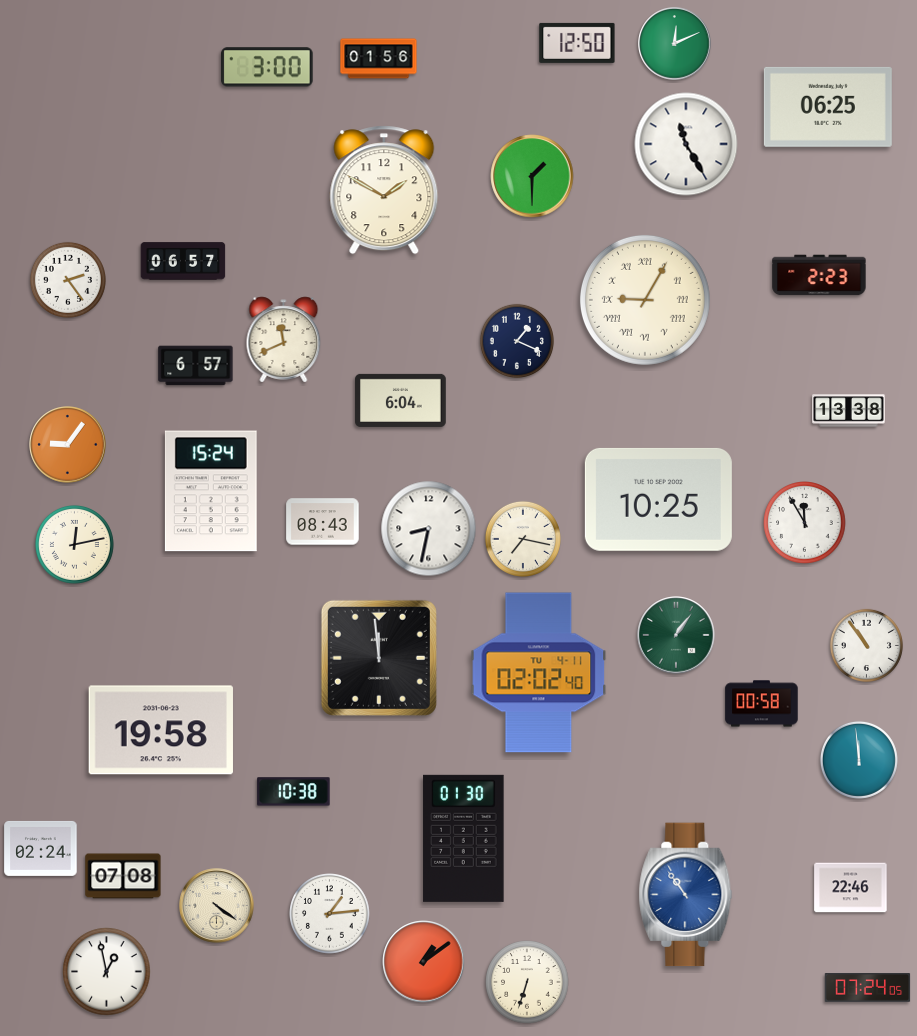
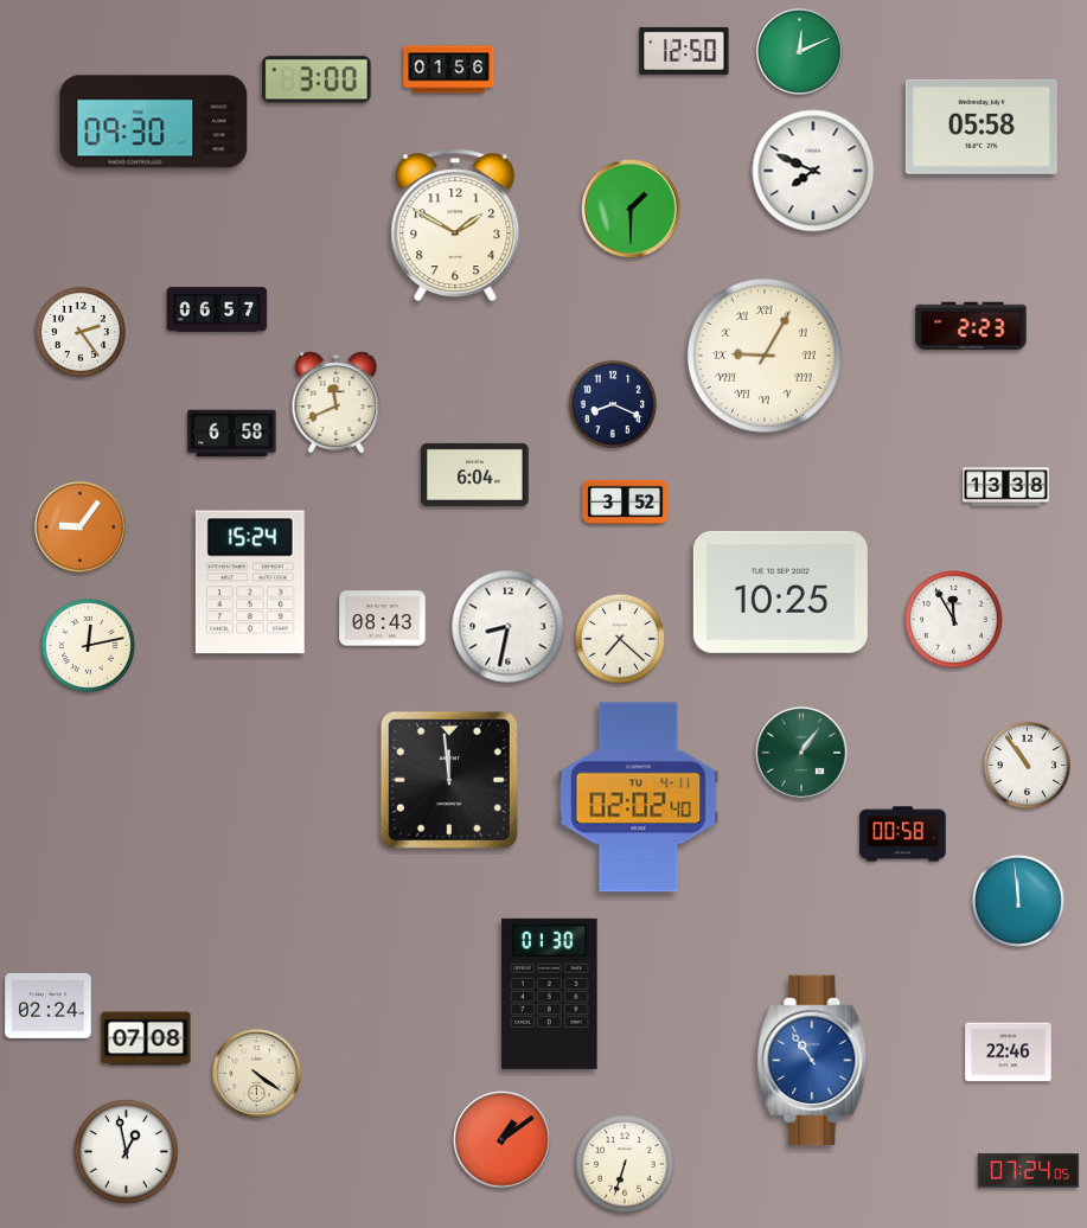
clock at (154, 122): none -> 09:30
clock at (828, 107): 06:25 -> 05:58
clock at (686, 144): 11:25 -> 7:49
clock at (517, 341): 1:19 -> 8:19
clock at (196, 366): 6:57 -> 6:58
clock at (626, 501): none -> 3:52
clock at (523, 539): 7:17 -> 7:22
clock at (161, 730): 19:58 -> none
clock at (294, 792): 10:38 -> none
clock at (330, 914): 1:14 -> none
